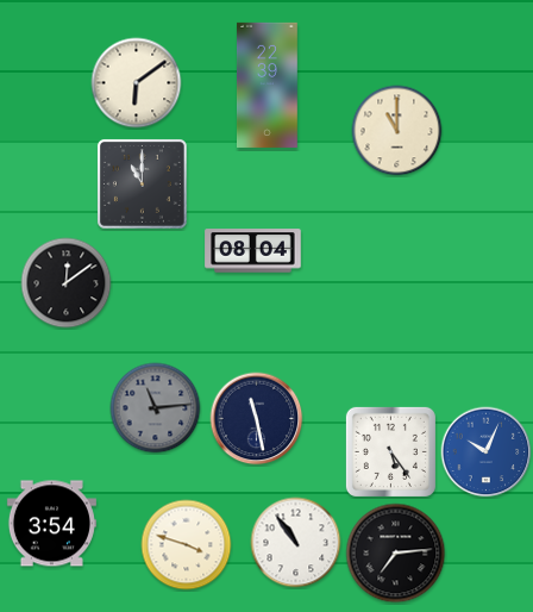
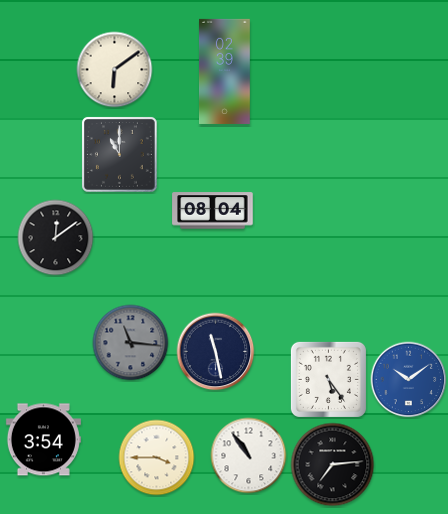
clock at (268, 85): 22:39 -> 02:39
clock at (397, 131): 11:00 -> none
clock at (156, 408): 11:14 -> 11:16
clock at (487, 452): 10:04 -> 10:09
clock at (187, 545): 3:48 -> 3:45
